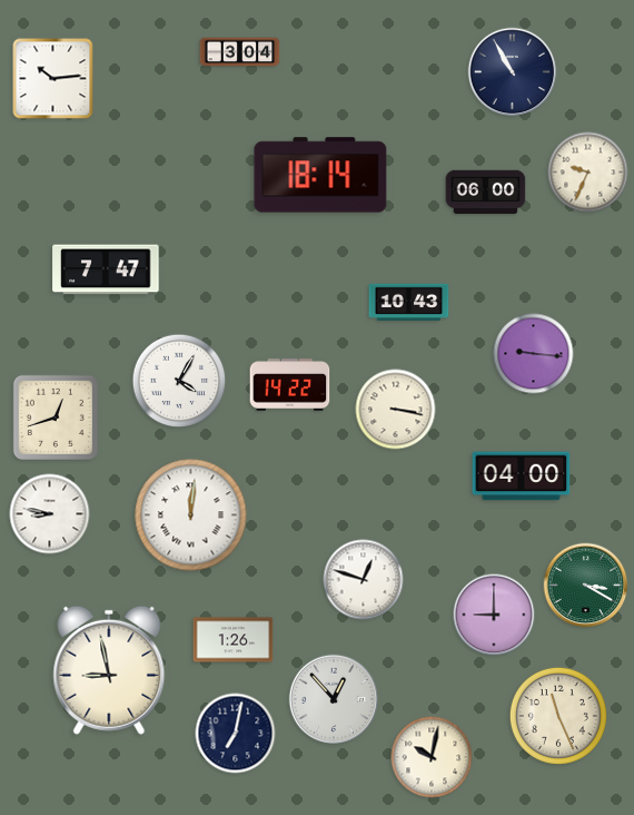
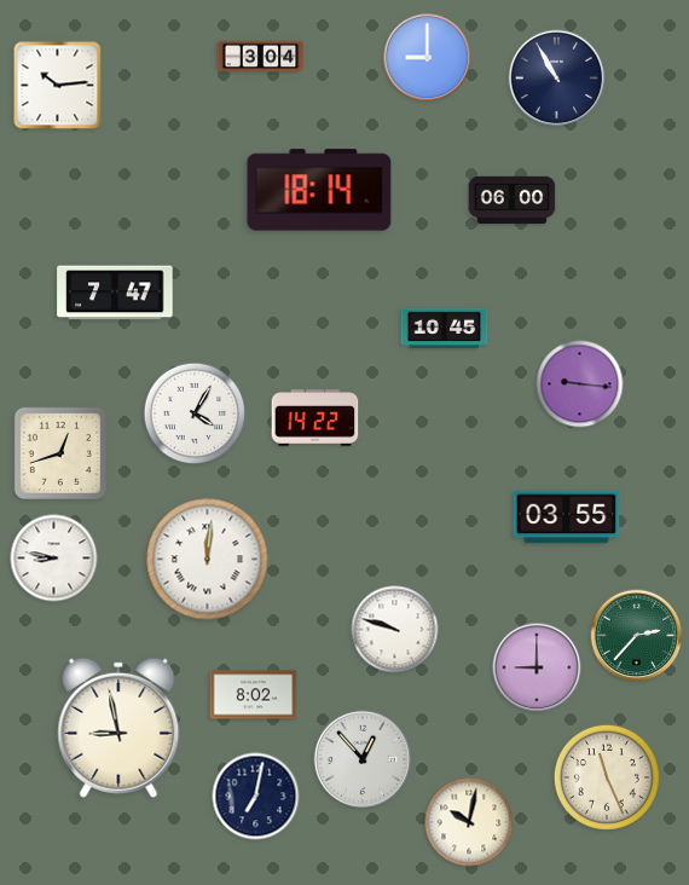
clock at (428, 58): none -> 9:00
clock at (588, 173): 9:34 -> none
clock at (320, 175) position: (320, 175) -> (319, 190)
clock at (486, 193) position: (486, 193) -> (513, 201)
clock at (409, 302): 10:43 -> 10:45
clock at (396, 410): 3:17 -> none
clock at (522, 477): 04:00 -> 03:55
clock at (364, 580): 12:48 -> 9:48
clock at (586, 586): 3:20 -> 2:37
clock at (234, 640): 1:26 -> 8:02
